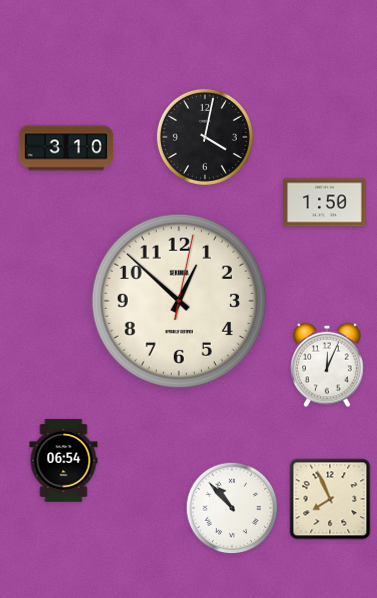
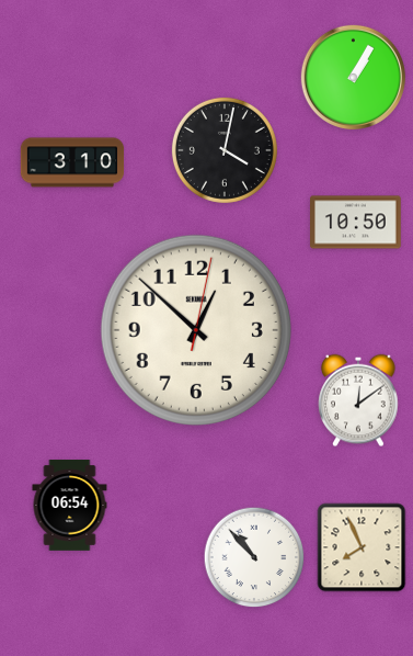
clock at (353, 77): none -> 1:05
clock at (325, 203): 1:50 -> 10:50
clock at (327, 365): 12:04 -> 12:09
